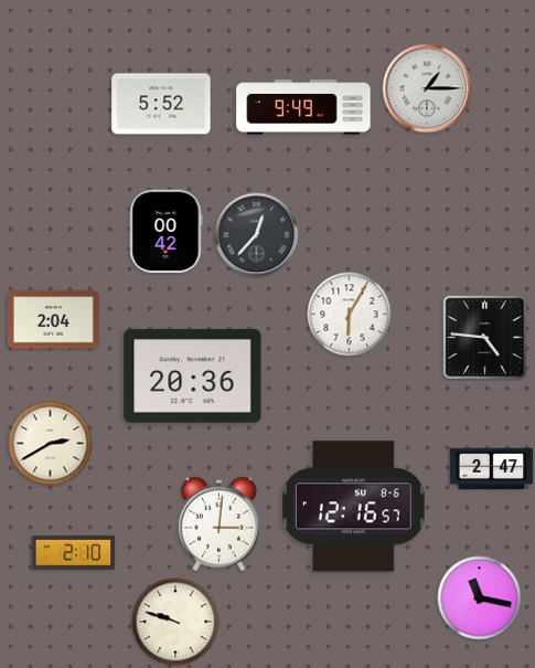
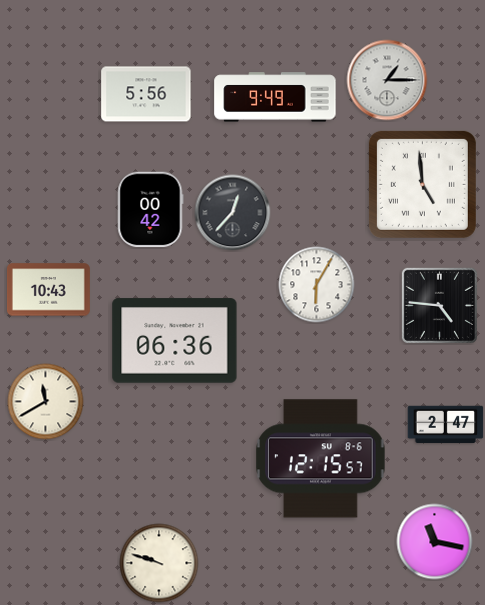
clock at (161, 104): 5:52 -> 5:56
clock at (422, 184): none -> 4:59
clock at (53, 320): 2:04 -> 10:43
clock at (193, 377): 20:36 -> 06:36
clock at (51, 444): 2:40 -> 11:40
clock at (354, 507): 12:16 -> 12:15
clock at (218, 524): 3:01 -> none
clock at (74, 553): 2:10 -> none
